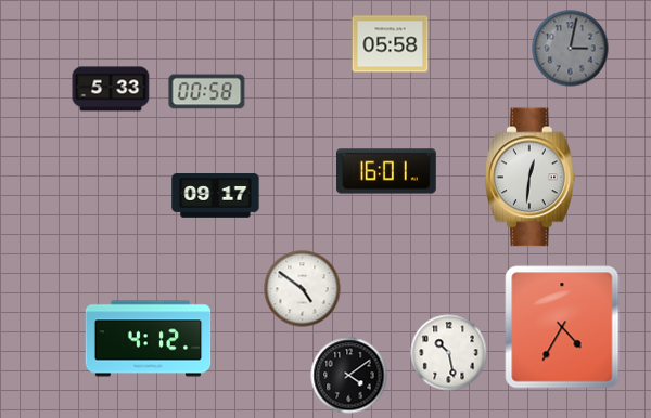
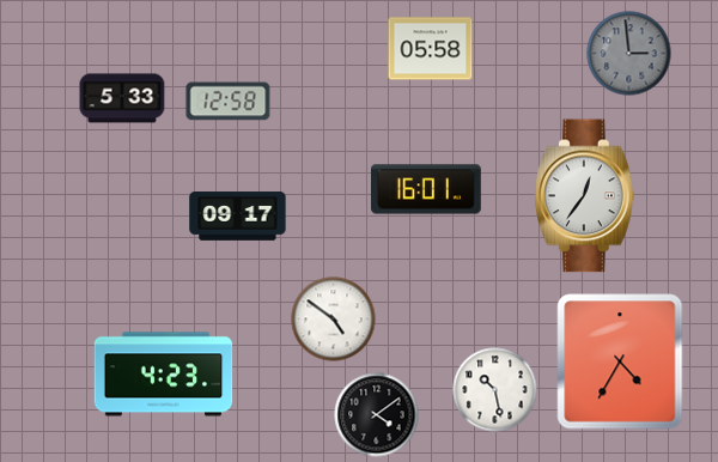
clock at (571, 49): 3:02 -> 2:59
clock at (207, 92): 00:58 -> 12:58
clock at (531, 178): 12:31 -> 12:36
clock at (149, 339): 4:12 -> 4:23
clock at (349, 376) position: (349, 376) -> (377, 415)
